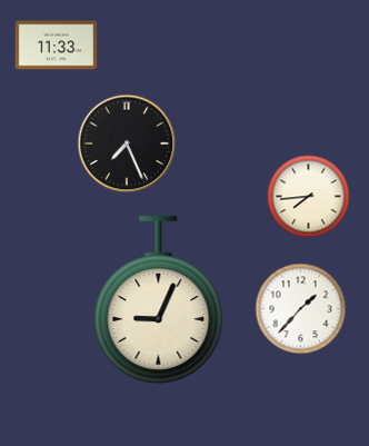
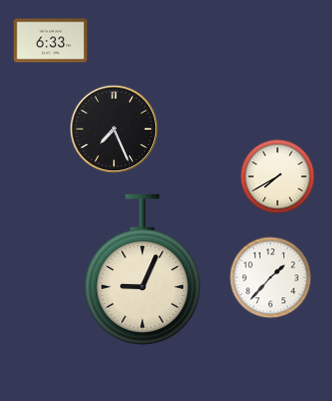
clock at (57, 46): 11:33 -> 6:33
clock at (309, 197): 7:44 -> 7:40
